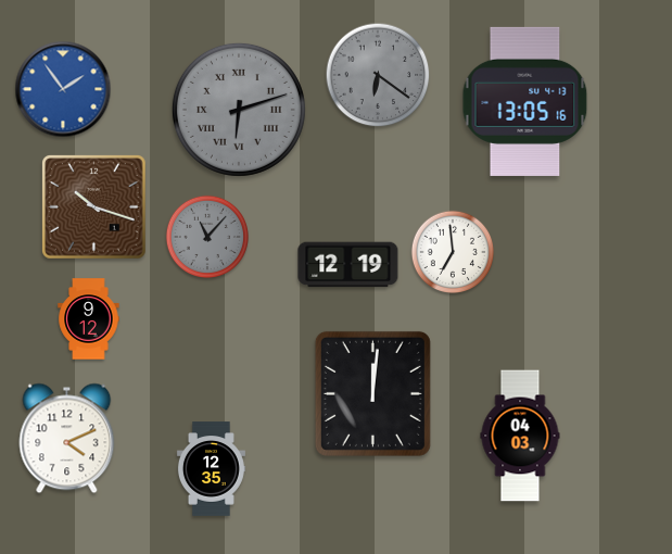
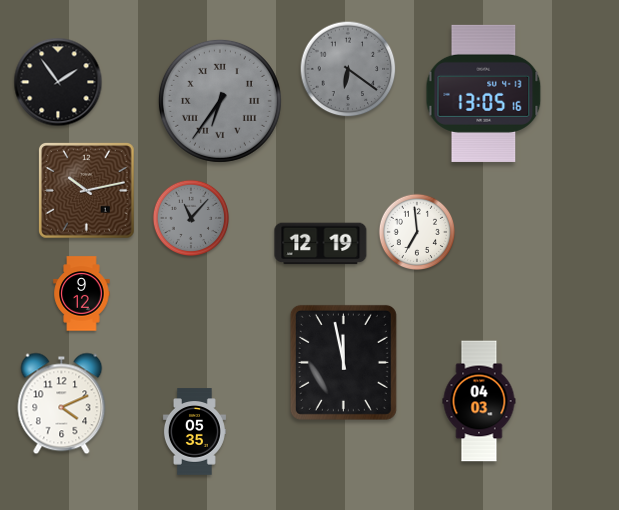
clock at (63, 89) dial: blue -> black
clock at (239, 110): 6:12 -> 6:36
clock at (94, 207): 10:18 -> 10:13
clock at (372, 393): 12:01 -> 11:58
clock at (211, 469): 12:35 -> 05:35
